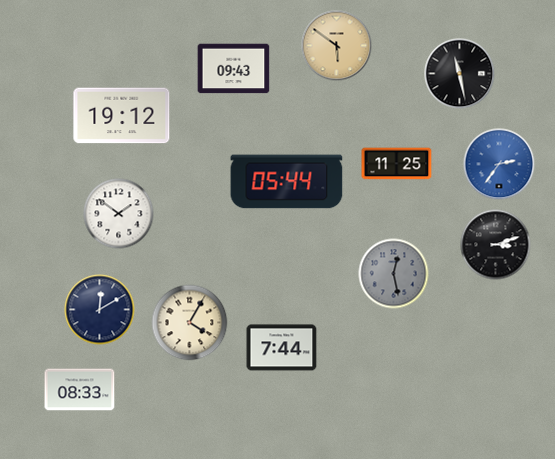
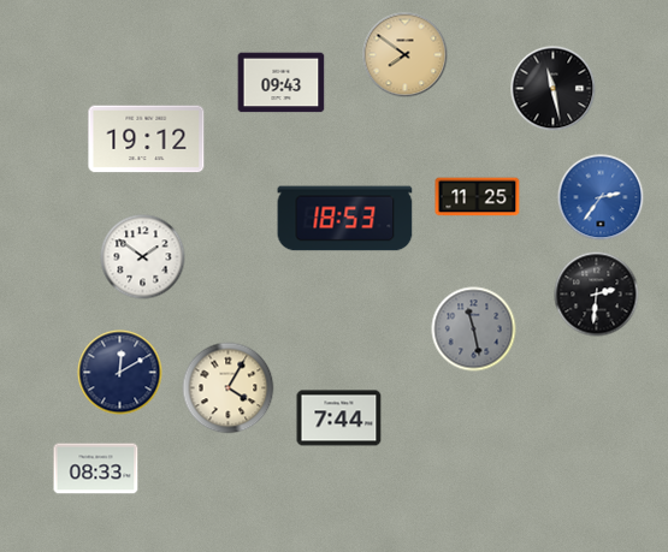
clock at (337, 46): 5:51 -> 7:51
clock at (287, 182): 05:44 -> 18:53
clock at (496, 245): 3:12 -> 2:31
clock at (394, 274): 12:28 -> 11:28
